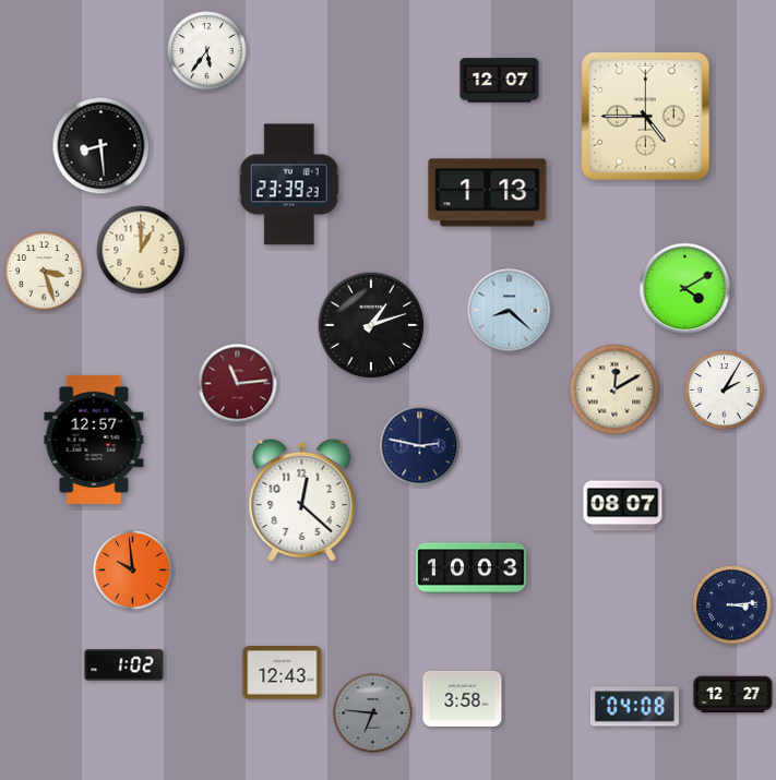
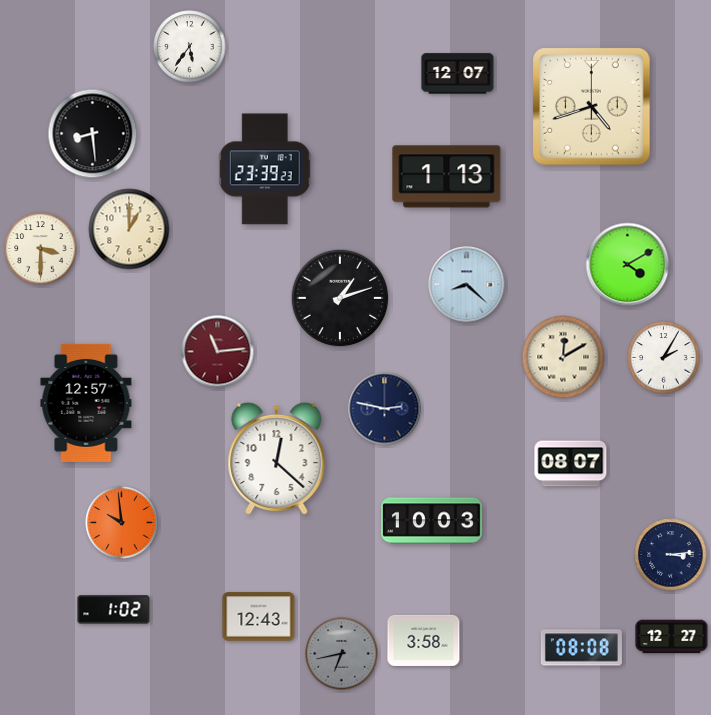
clock at (646, 117): 4:45 -> 4:42
clock at (45, 272): 3:27 -> 3:30
clock at (634, 707): 04:08 -> 08:08
clock at (373, 713): 6:46 -> 6:43
